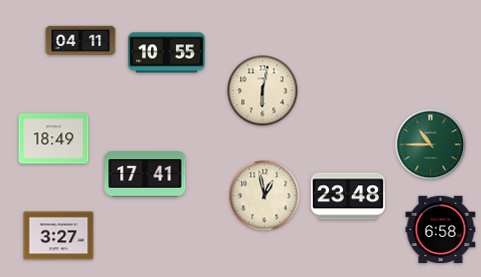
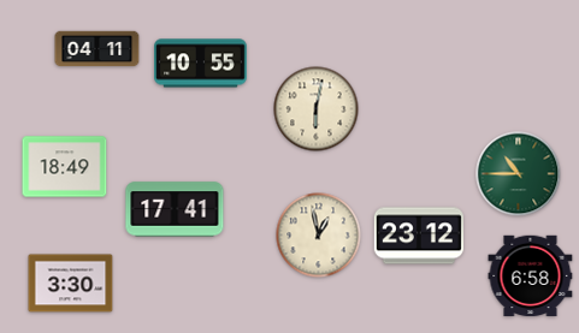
clock at (348, 196): 23:48 -> 23:12
clock at (59, 236): 3:27 -> 3:30
